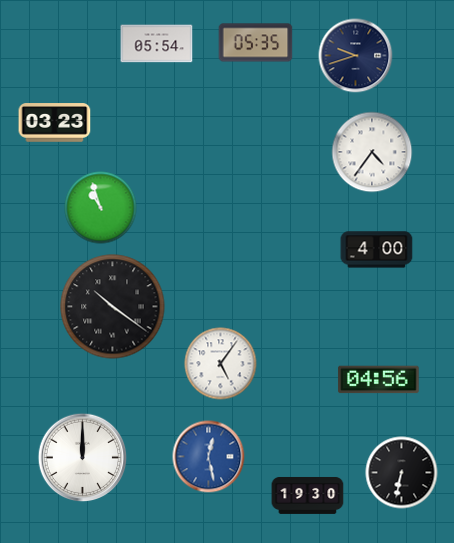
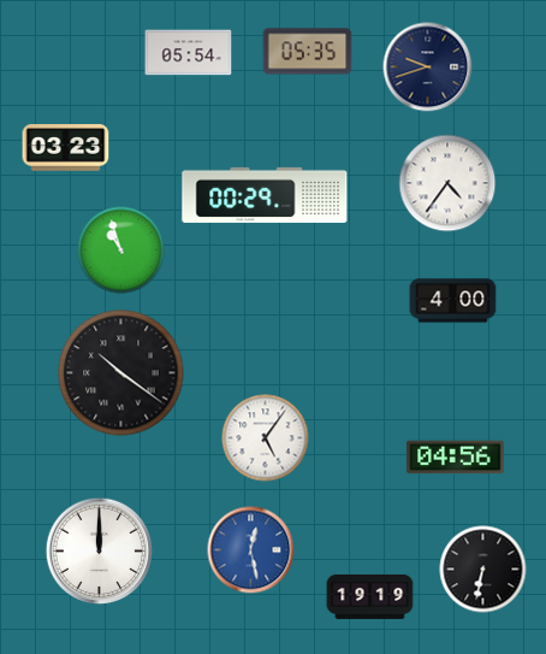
clock at (265, 195): none -> 00:29
clock at (113, 307) position: (113, 307) -> (121, 373)
clock at (308, 495): 19:30 -> 19:19
